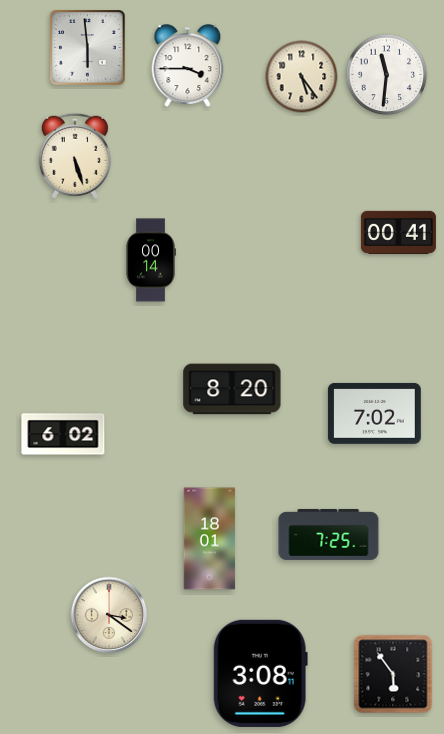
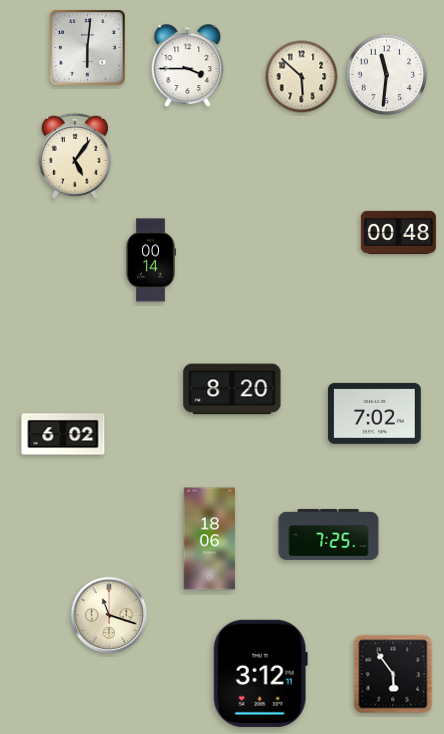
clock at (88, 48): 5:59 -> 6:01
clock at (302, 77): 5:24 -> 5:52
clock at (75, 156): 5:27 -> 5:06
clock at (398, 232): 00:41 -> 00:48
clock at (210, 539): 18:01 -> 18:06
clock at (109, 615): 3:21 -> 11:18
clock at (260, 673): 3:08 -> 3:12
